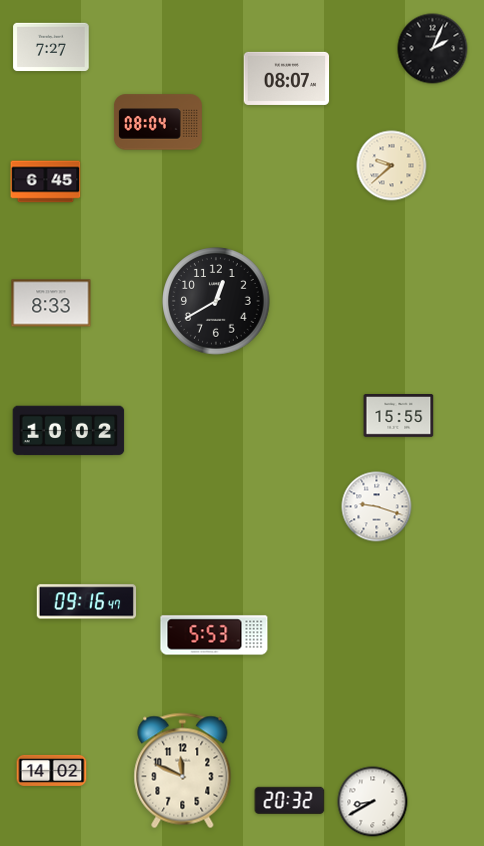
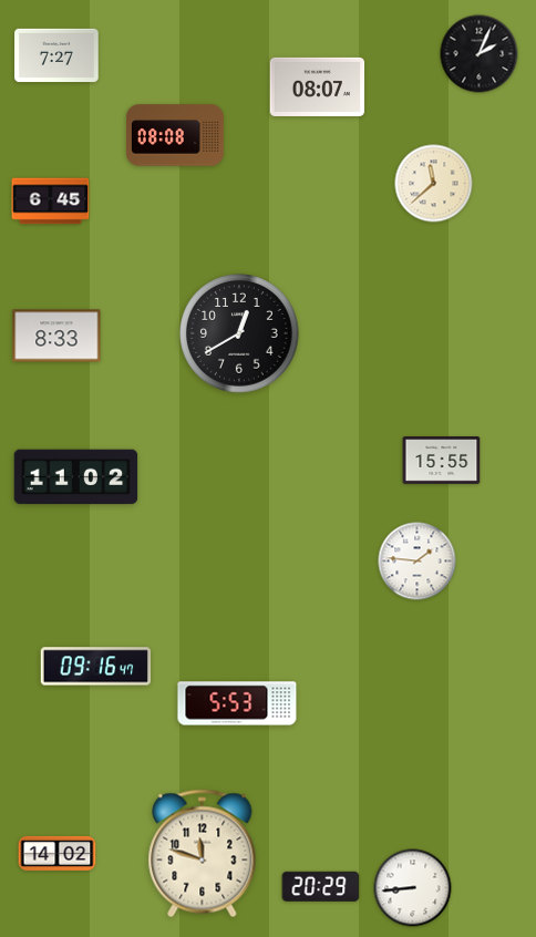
clock at (51, 47) position: (51, 47) -> (56, 55)
clock at (158, 122): 08:04 -> 08:08
clock at (392, 166): 9:38 -> 11:38
clock at (69, 431): 10:02 -> 11:02
clock at (377, 507): 9:18 -> 1:46
clock at (183, 771): 11:49 -> 11:48
clock at (290, 800): 20:32 -> 20:29
clock at (373, 802): 8:40 -> 8:44
